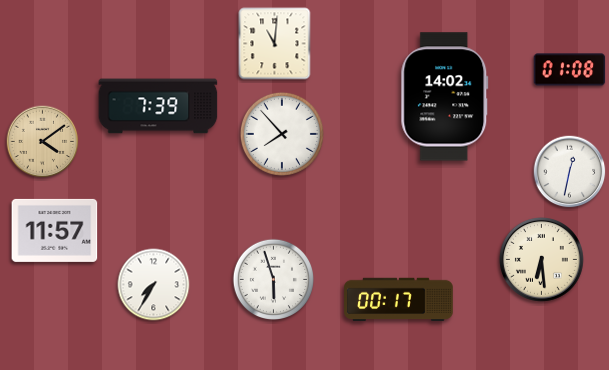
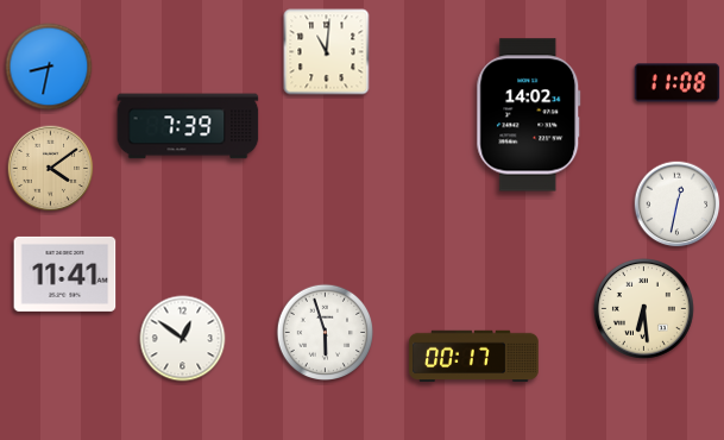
clock at (49, 67): none -> 8:32
clock at (570, 70): 01:08 -> 11:08
clock at (282, 134): 7:53 -> none
clock at (55, 230): 11:57 -> 11:41
clock at (154, 285): 7:35 -> 12:51
